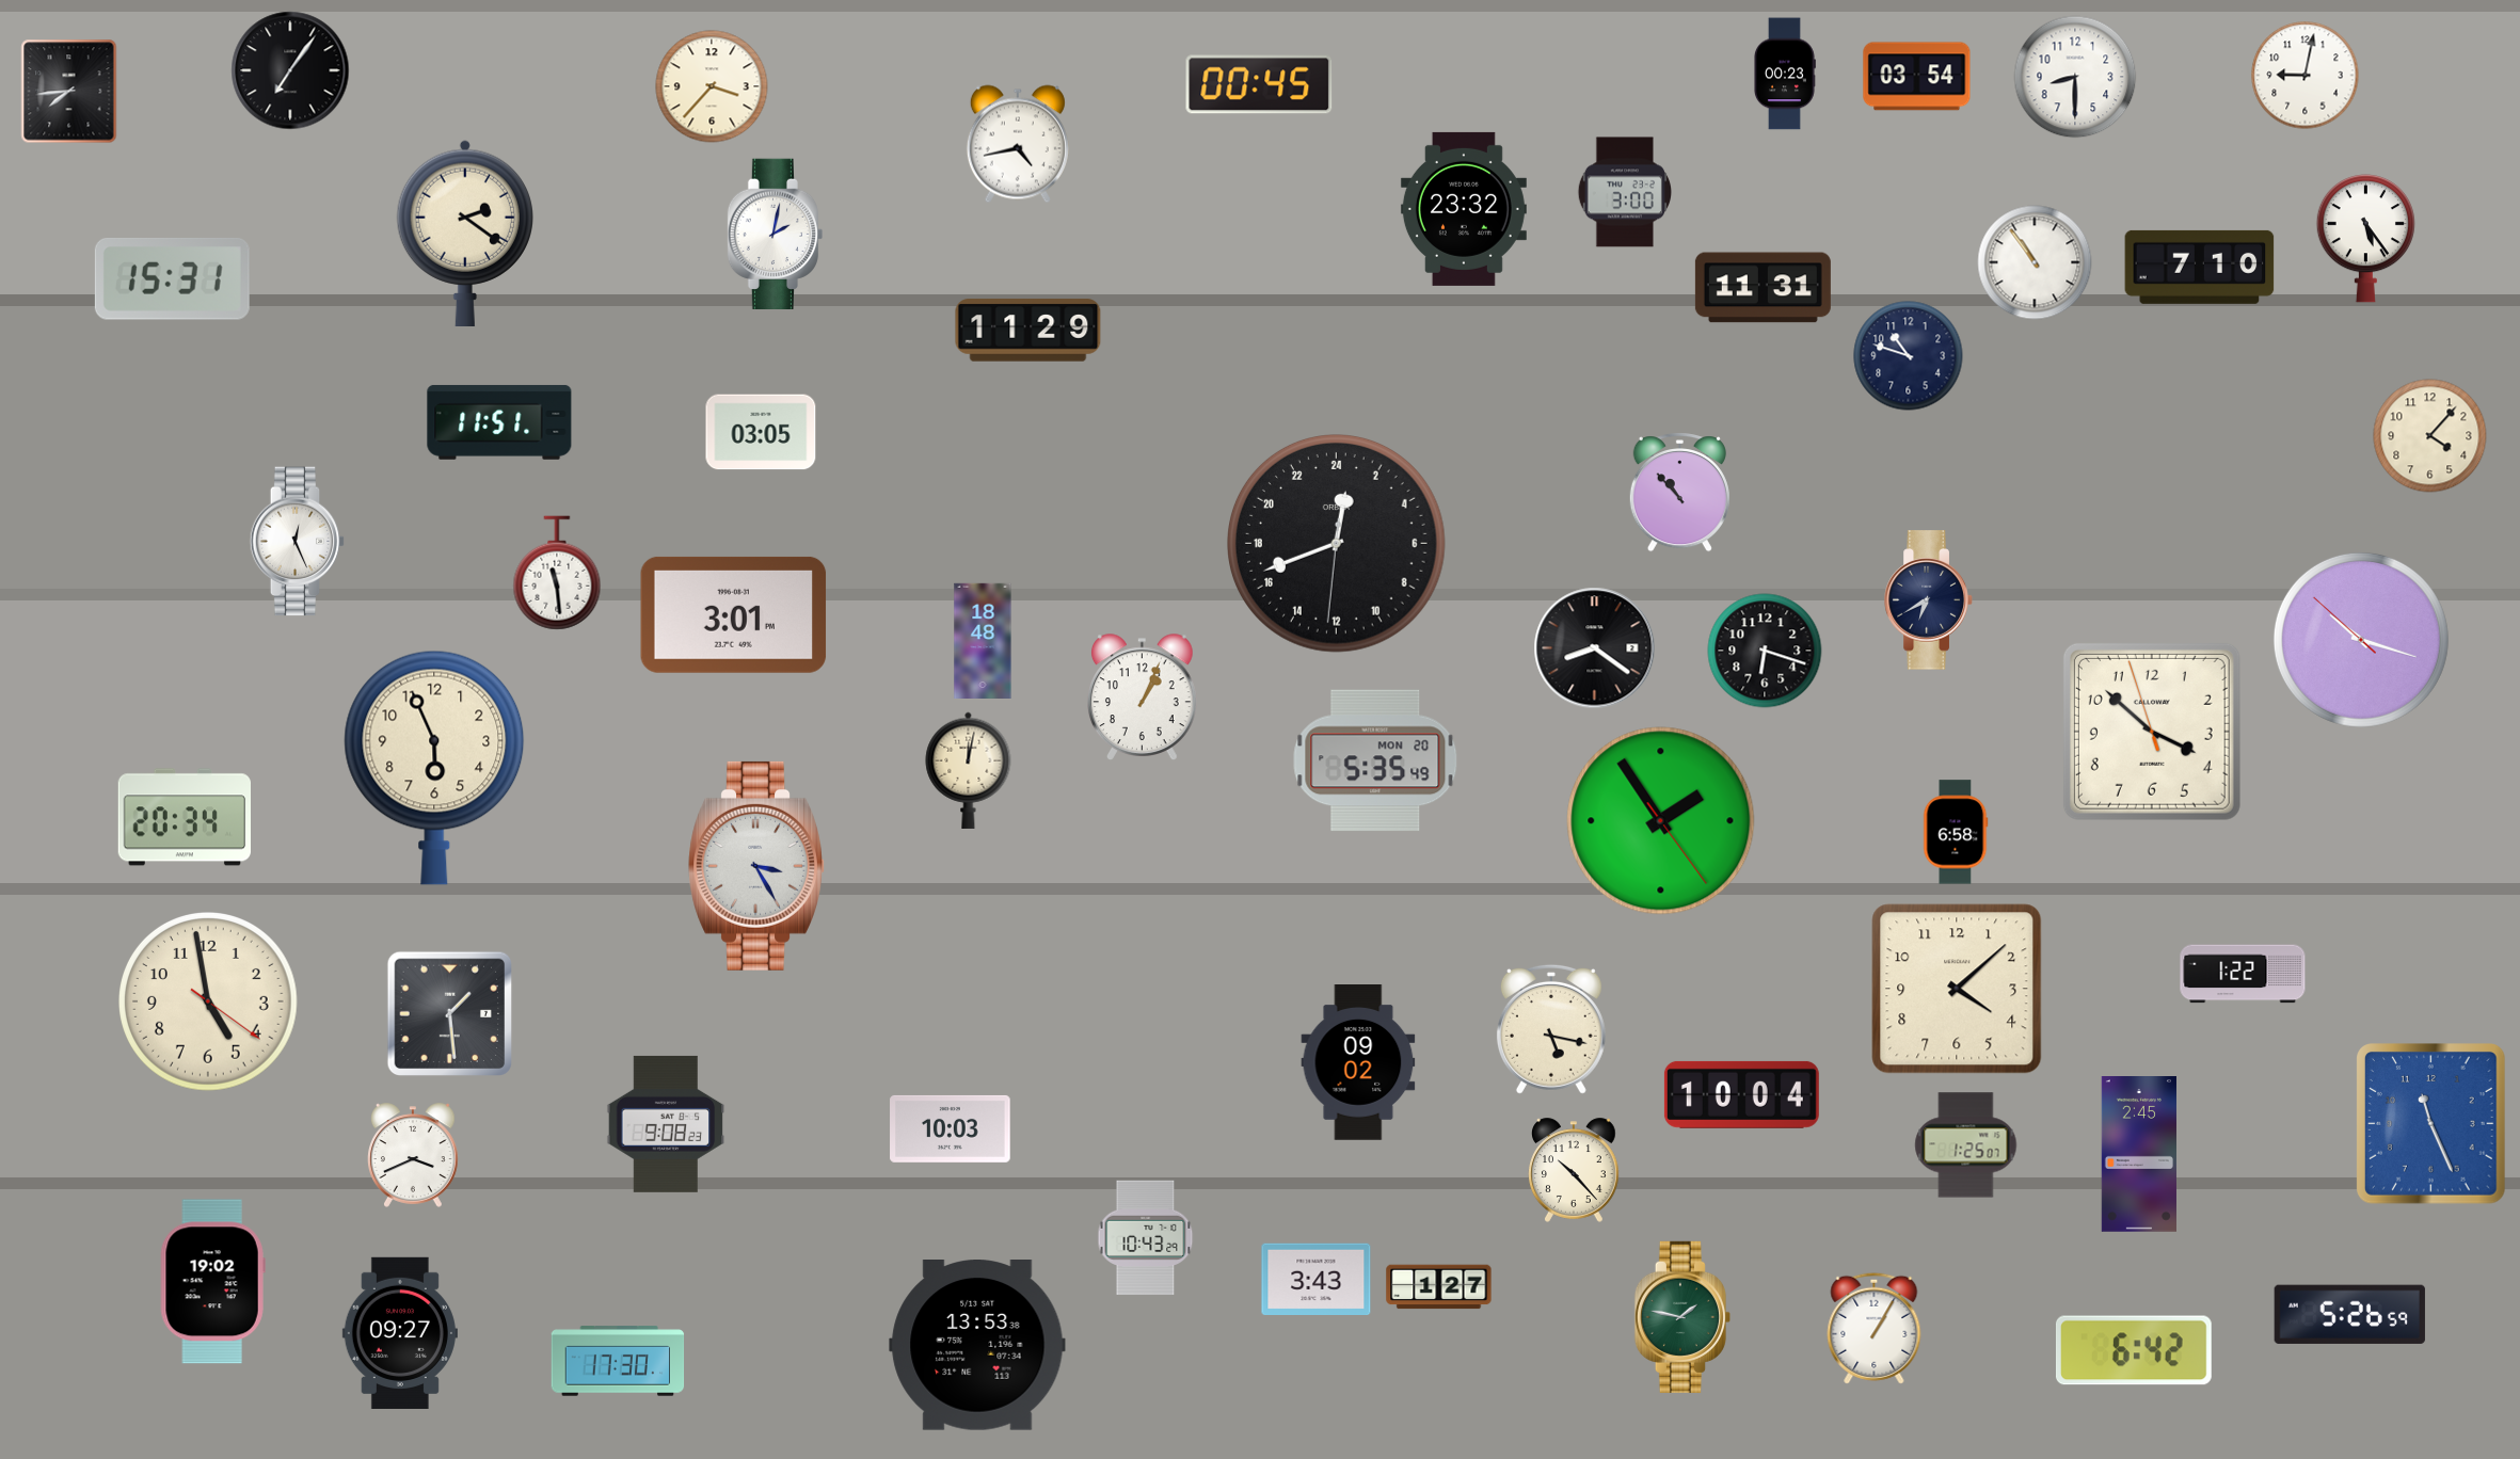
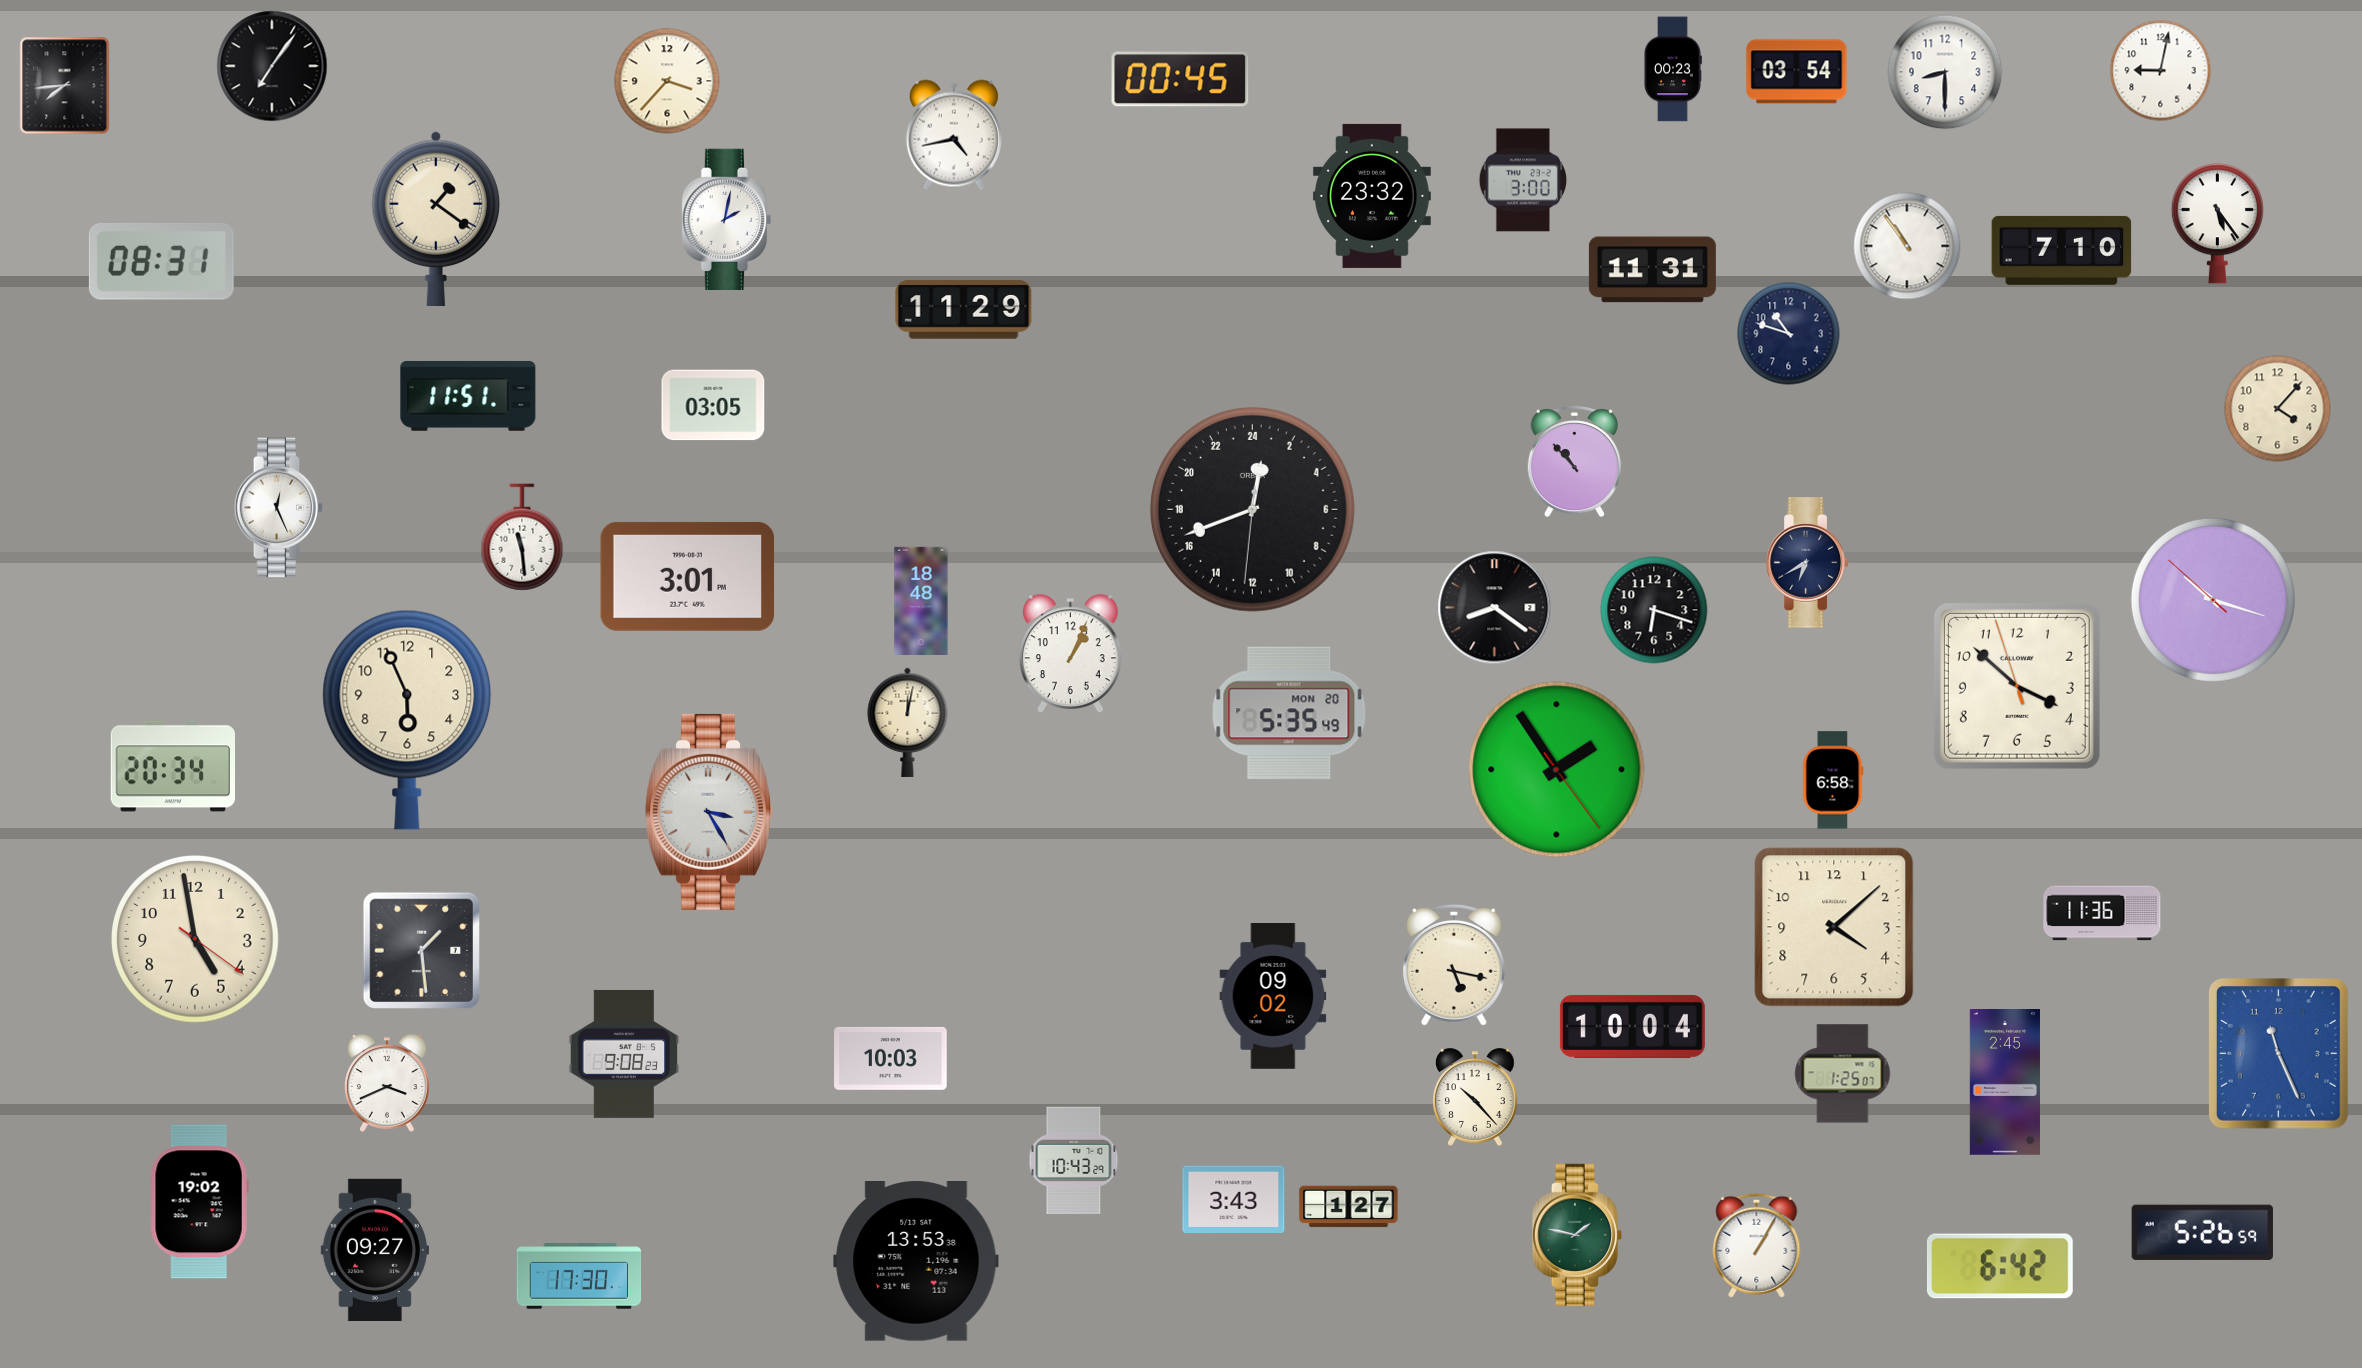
clock at (464, 234): 2:21 -> 1:21
clock at (172, 279): 15:31 -> 08:31
clock at (2243, 974): 1:22 -> 11:36
